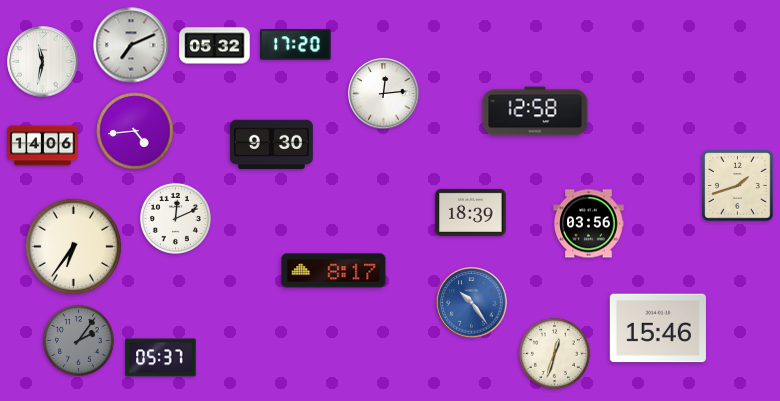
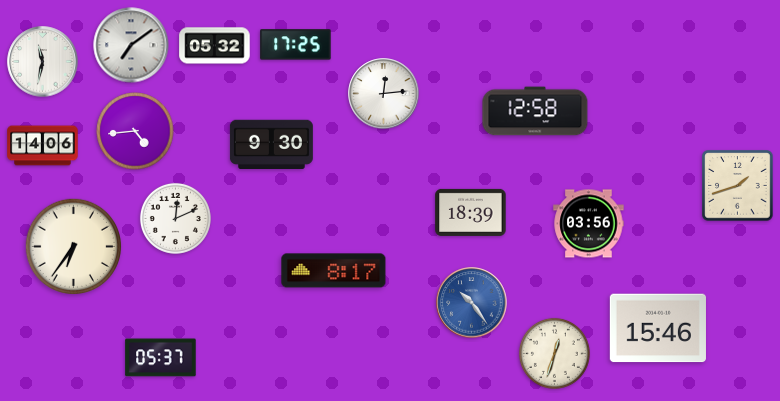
clock at (131, 45): 7:11 -> 7:09
clock at (296, 45): 17:20 -> 17:25
clock at (78, 340): 2:06 -> none
